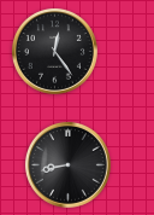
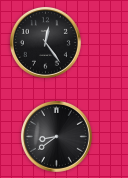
clock at (67, 164): 8:43 -> 8:39
